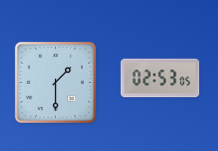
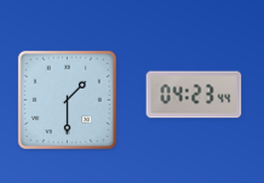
clock at (160, 78): 02:53 -> 04:23
